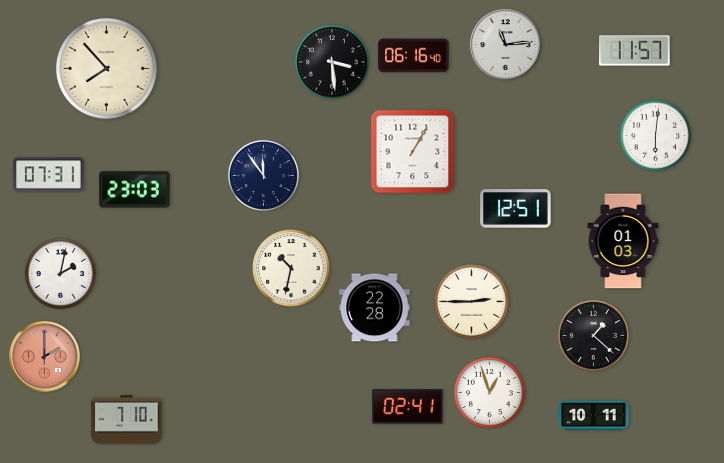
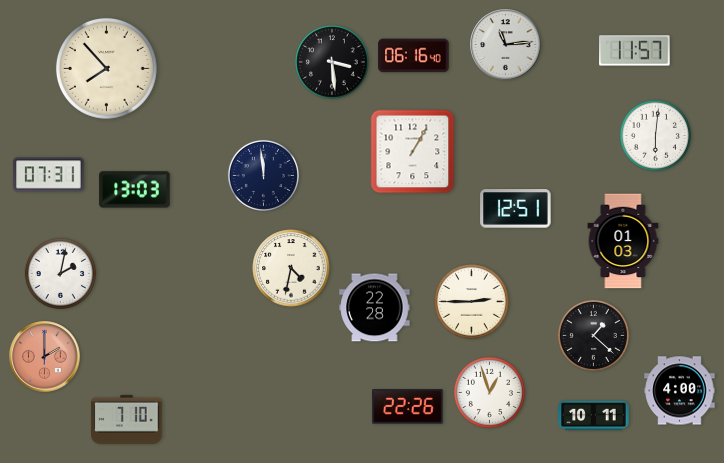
clock at (263, 175): 11:54 -> 11:59
clock at (135, 190): 23:03 -> 13:03
clock at (291, 268): 10:32 -> 4:32
clock at (680, 391): none -> 4:00
clock at (408, 407): 02:41 -> 22:26
